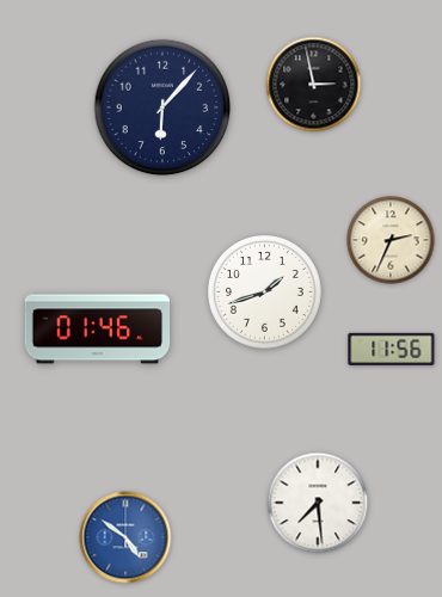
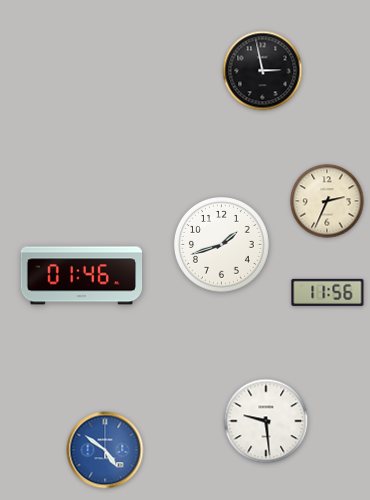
clock at (162, 107): 6:07 -> none
clock at (318, 503): 7:29 -> 9:29
